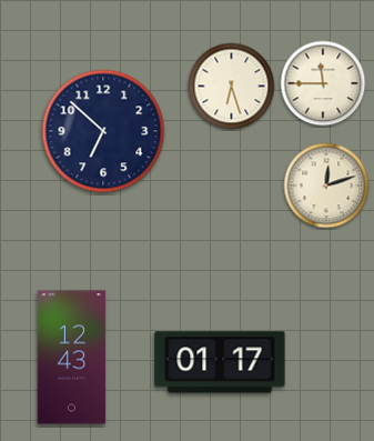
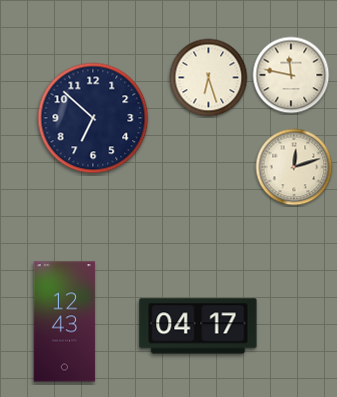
clock at (323, 83): 11:45 -> 11:47
clock at (220, 362): 01:17 -> 04:17
